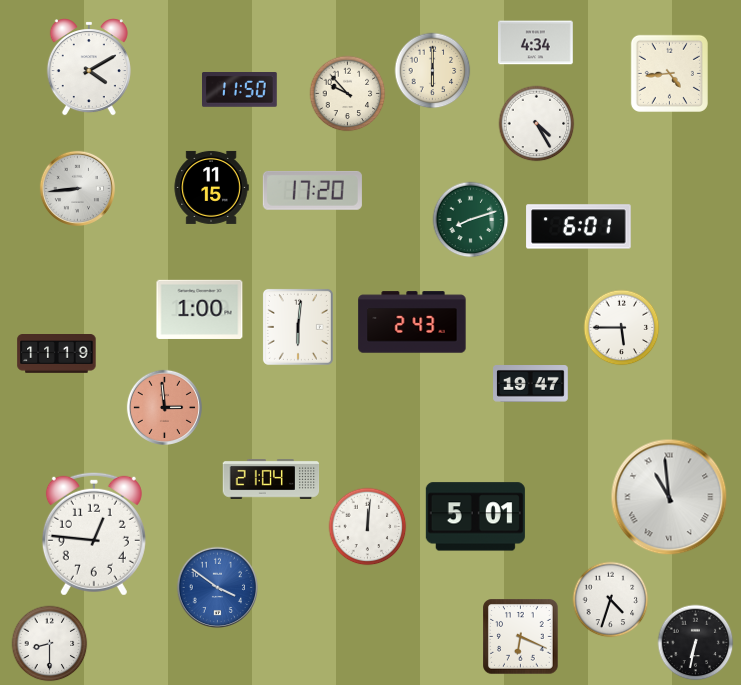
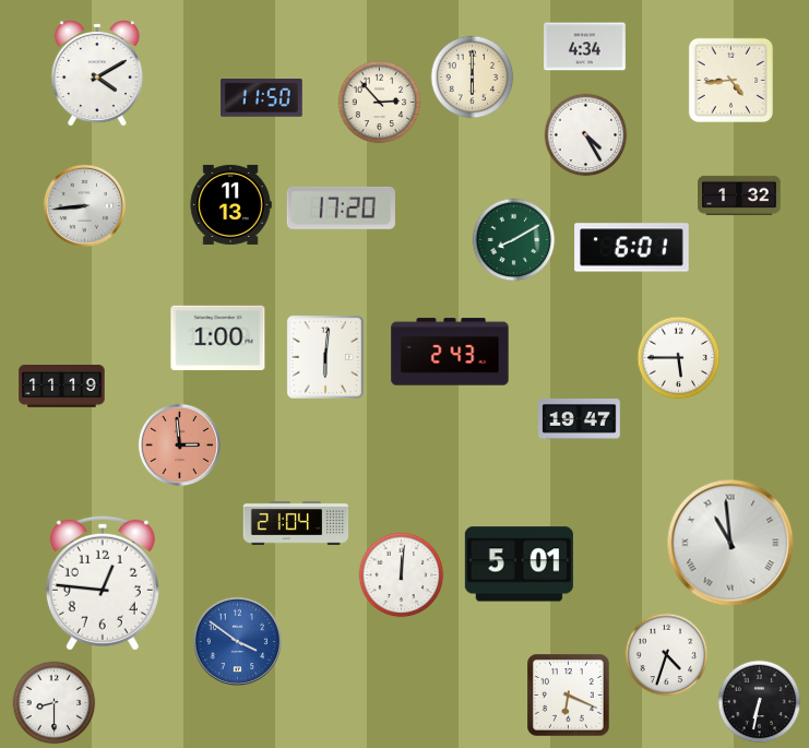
clock at (348, 94): 9:53 -> 2:53
clock at (739, 195): none -> 1:32
clock at (211, 187): 11:15 -> 11:13
clock at (471, 220): 8:12 -> 8:10
